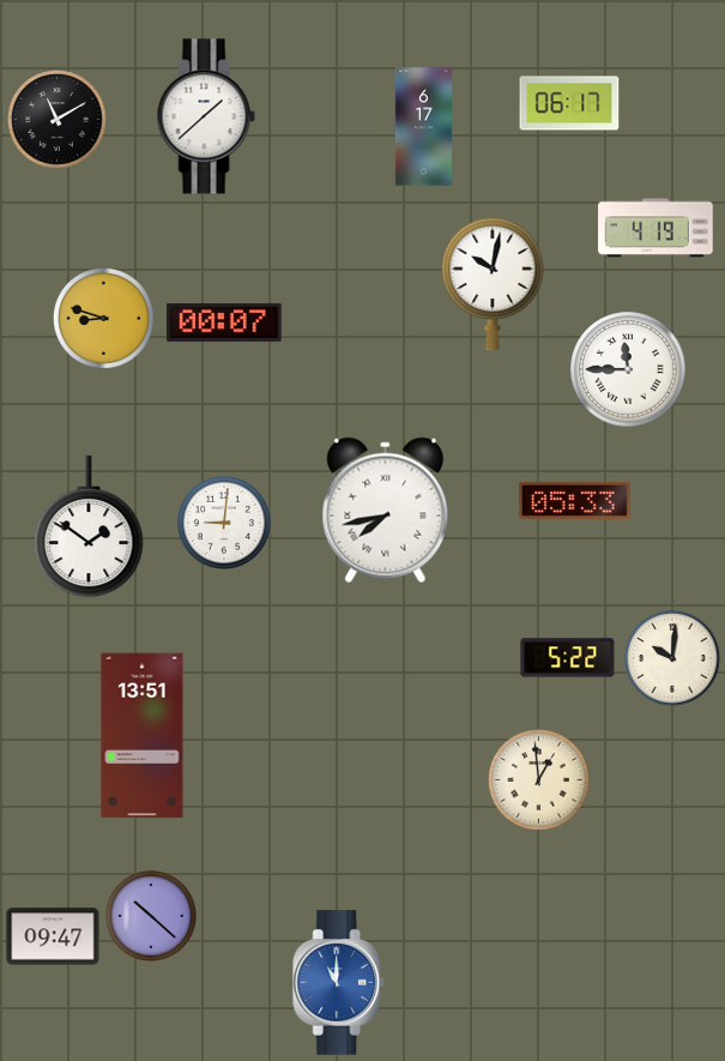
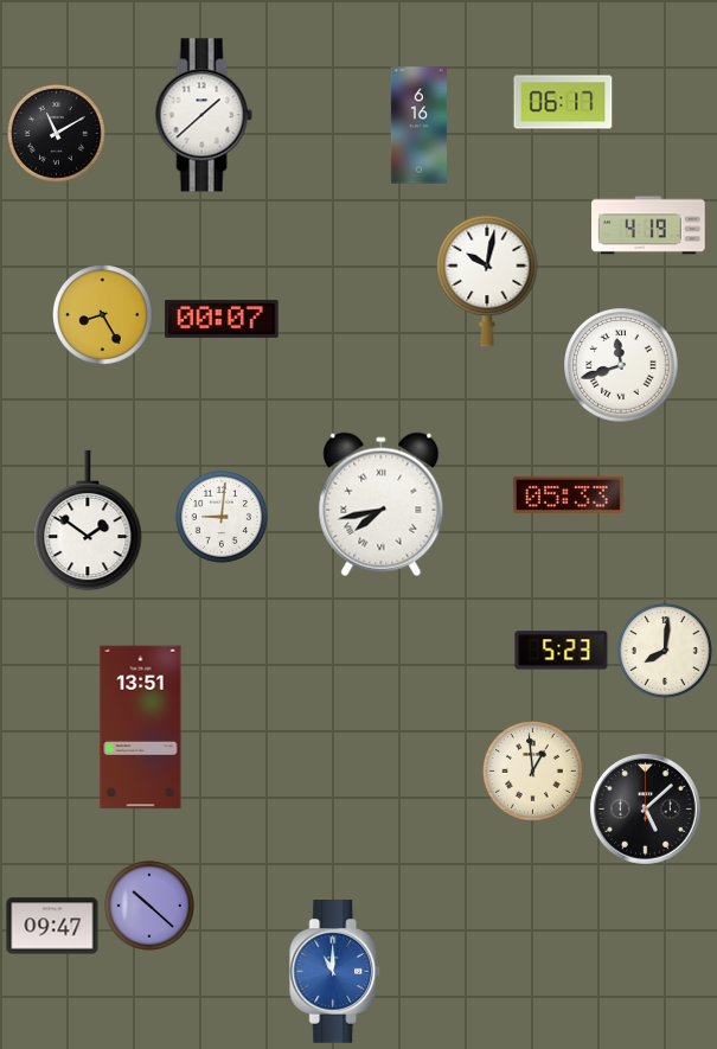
clock at (58, 120) position: (58, 120) -> (57, 134)
clock at (423, 127): 6:17 -> 6:16
clock at (104, 319): 8:48 -> 8:25
clock at (628, 369): 11:45 -> 11:42
clock at (568, 658): 5:22 -> 5:23
clock at (672, 658): 10:01 -> 8:01
clock at (646, 810): none -> 5:08
